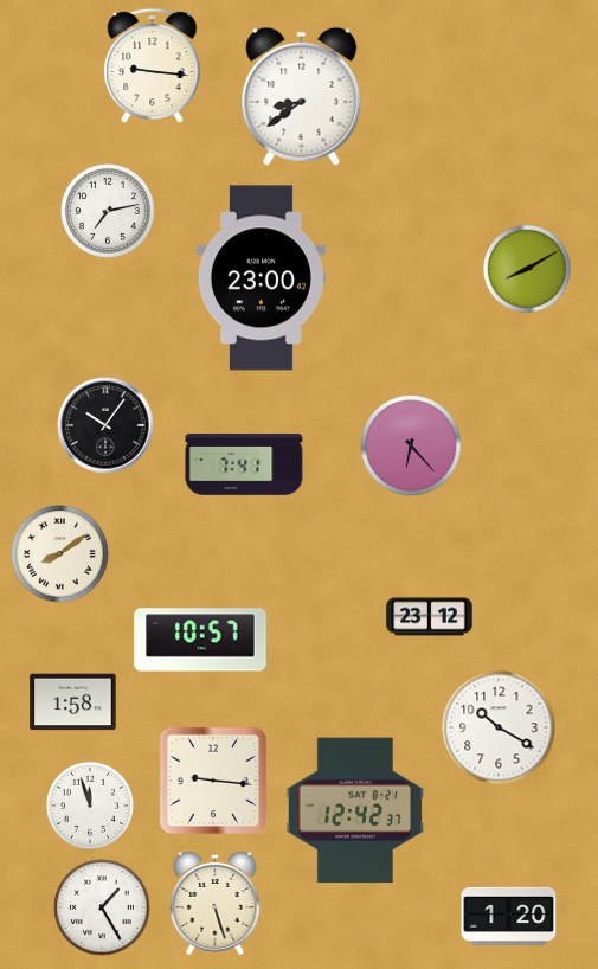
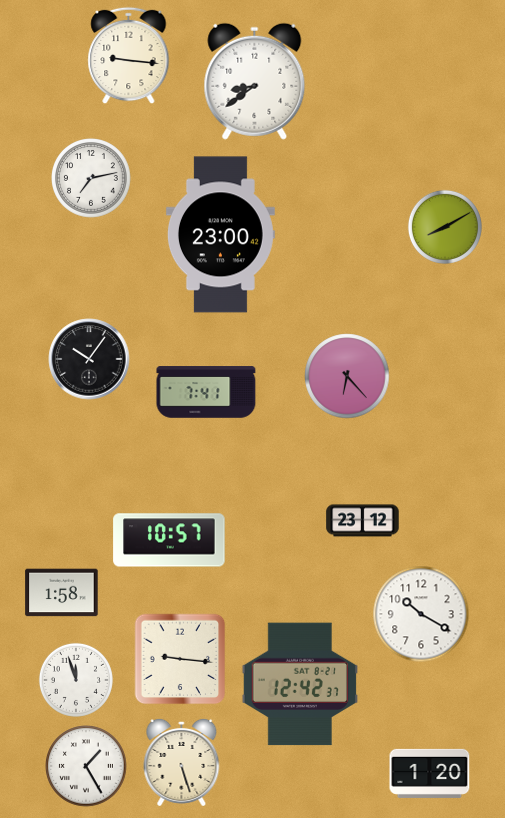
clock at (60, 554): 8:09 -> none
